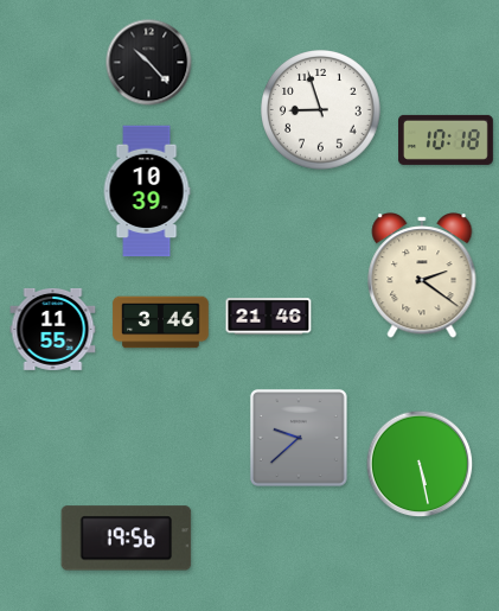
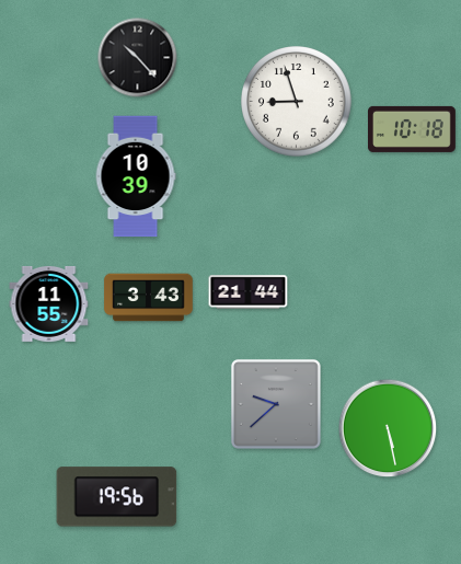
clock at (422, 275): 2:21 -> none
clock at (269, 317): 21:46 -> 21:44
clock at (161, 323): 3:46 -> 3:43
